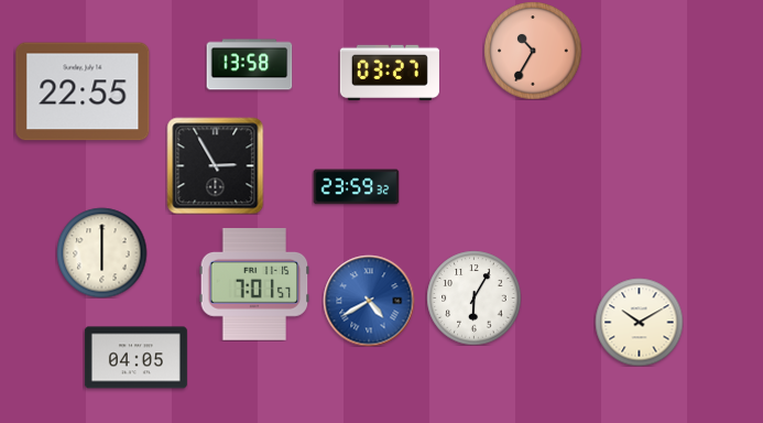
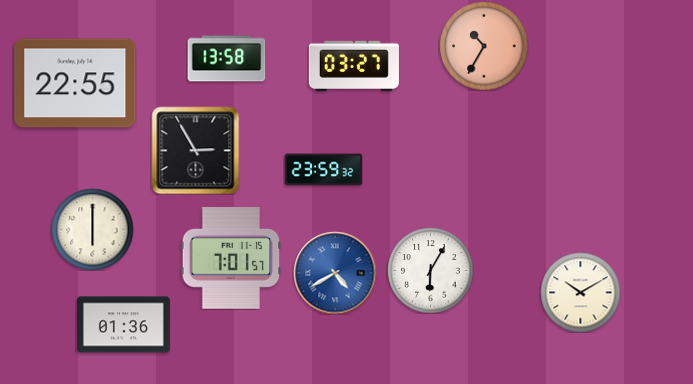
clock at (135, 358): 04:05 -> 01:36
